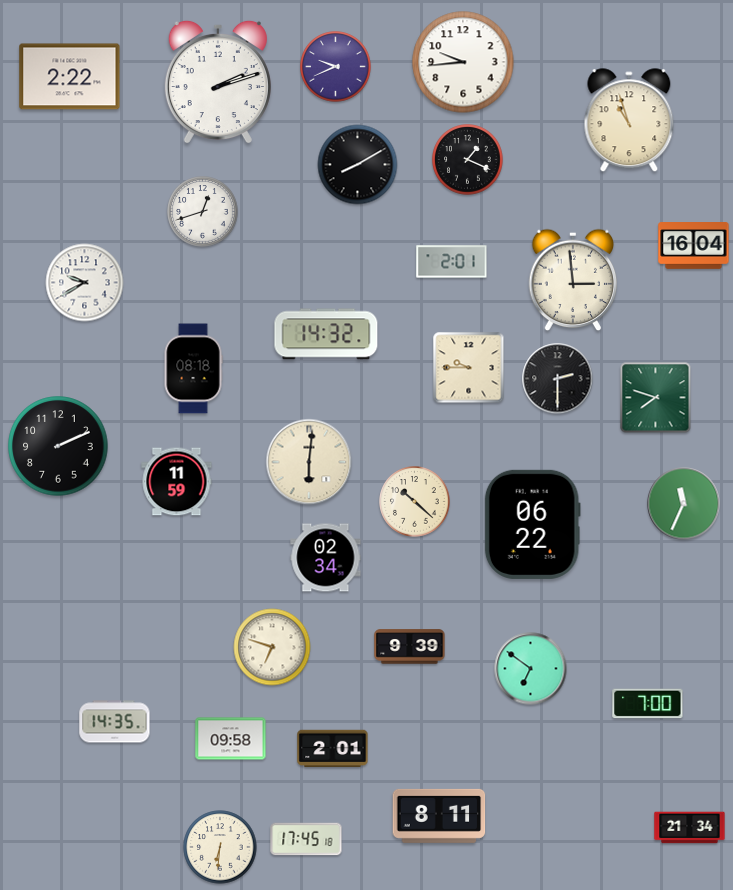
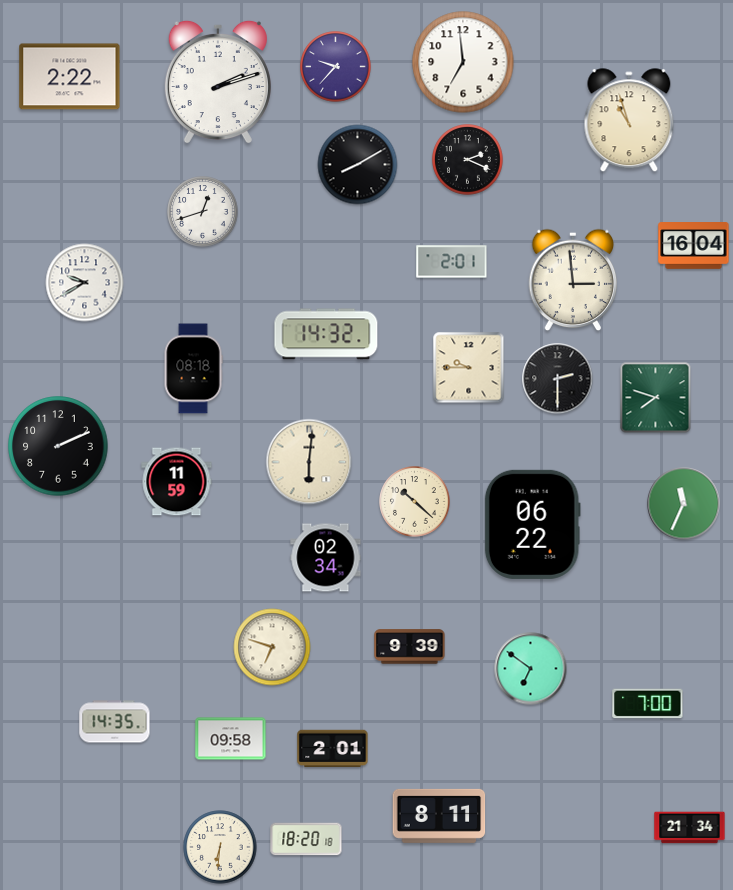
clock at (463, 62): 9:44 -> 6:59
clock at (336, 67): 9:41 -> 9:37
clock at (468, 160): 1:19 -> 2:19
clock at (306, 839): 17:45 -> 18:20
